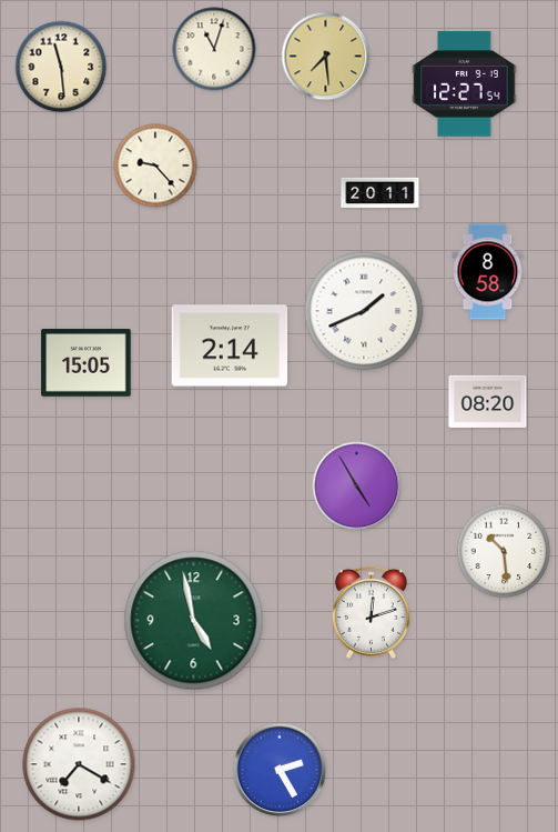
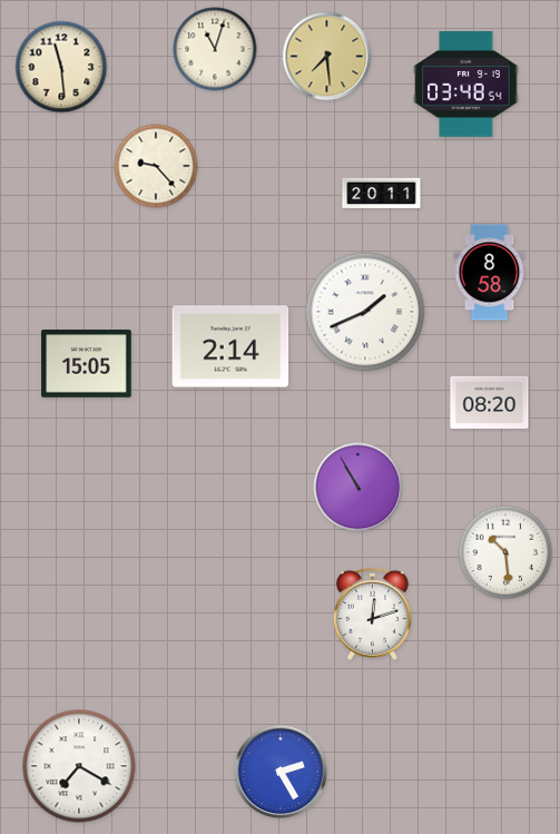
clock at (465, 84): 12:27 -> 03:48
clock at (357, 487): 4:55 -> 10:55
clock at (194, 621): 4:58 -> none
